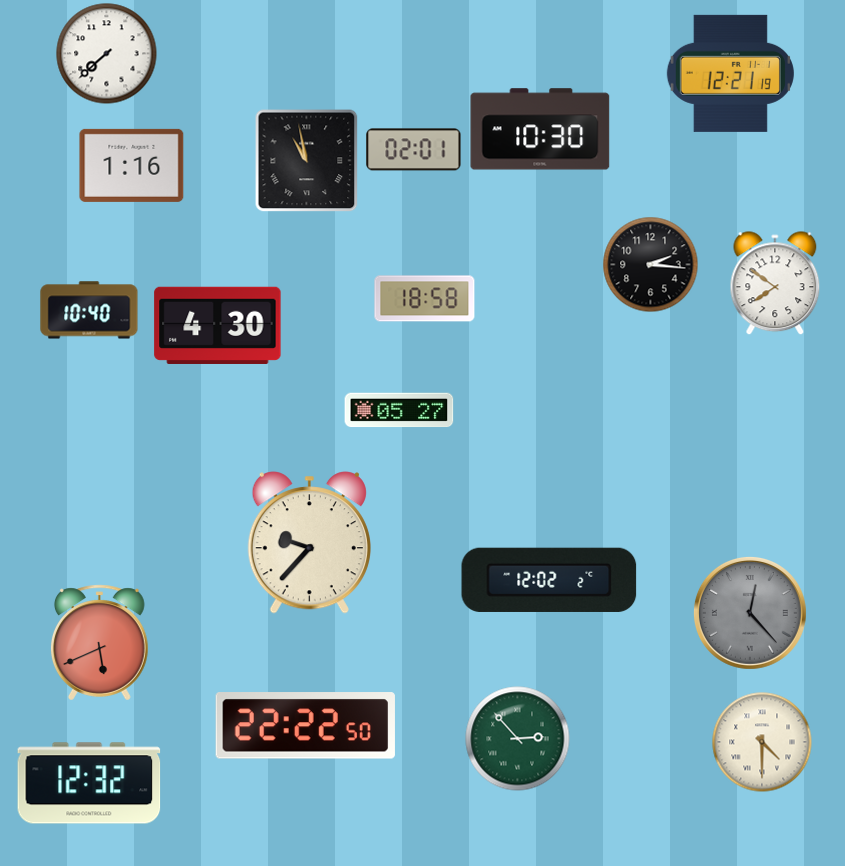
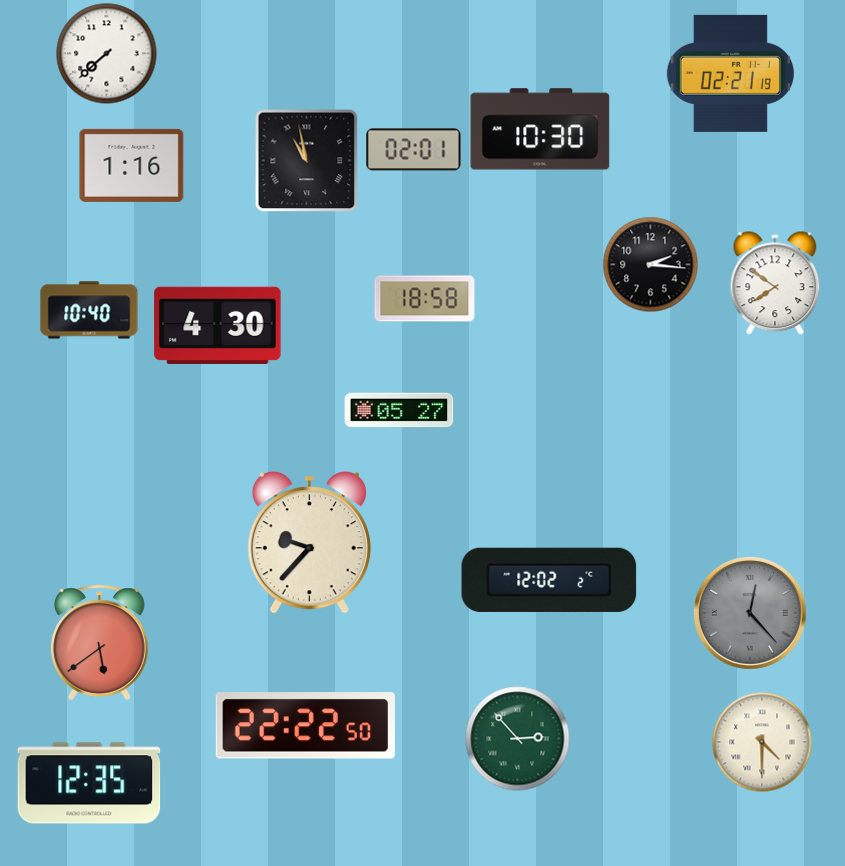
clock at (730, 73): 12:21 -> 02:21
clock at (99, 643): 5:41 -> 5:39
clock at (89, 783): 12:32 -> 12:35
